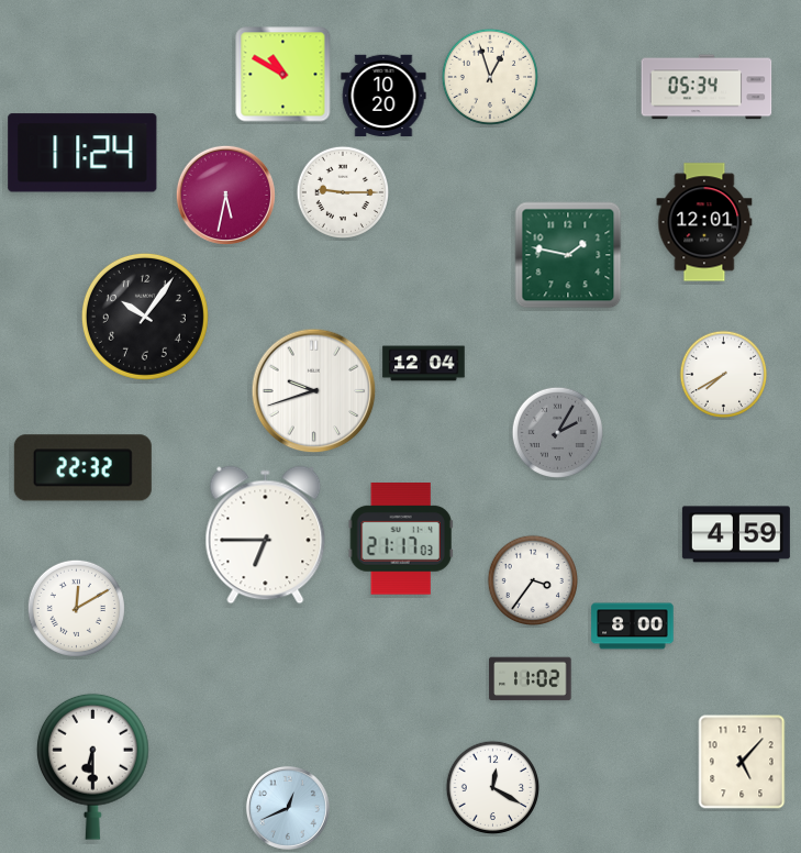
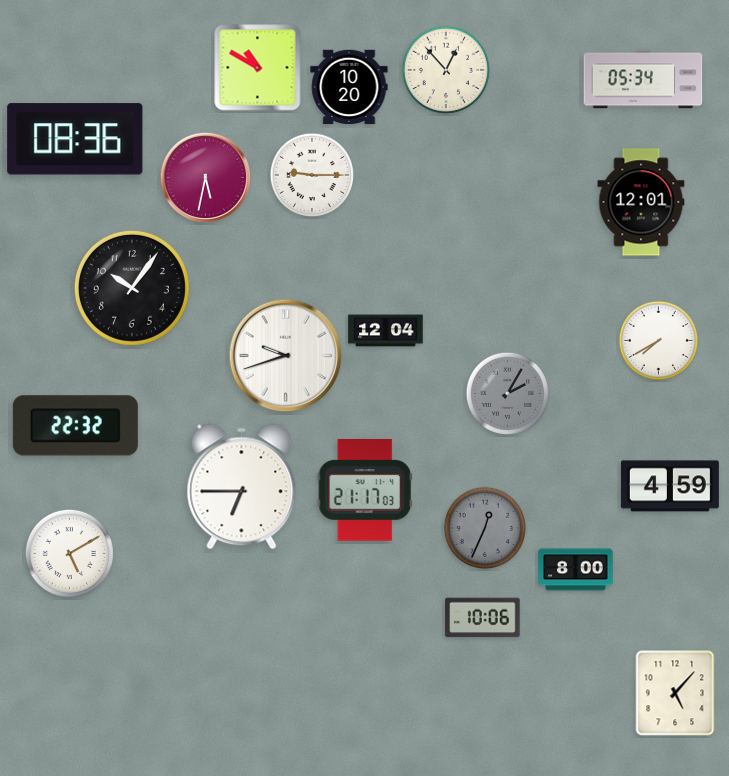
clock at (490, 77): 12:57 -> 12:53
clock at (82, 153): 11:24 -> 08:36
clock at (568, 255): 1:47 -> none
clock at (533, 580): 3:36 -> 12:34
clock at (533, 580) dial: white -> grey
clock at (76, 608): 12:10 -> 5:10
clock at (531, 679): 11:02 -> 10:06
clock at (92, 766): 6:30 -> none
clock at (492, 787): 12:20 -> none
clock at (288, 808): 12:41 -> none
